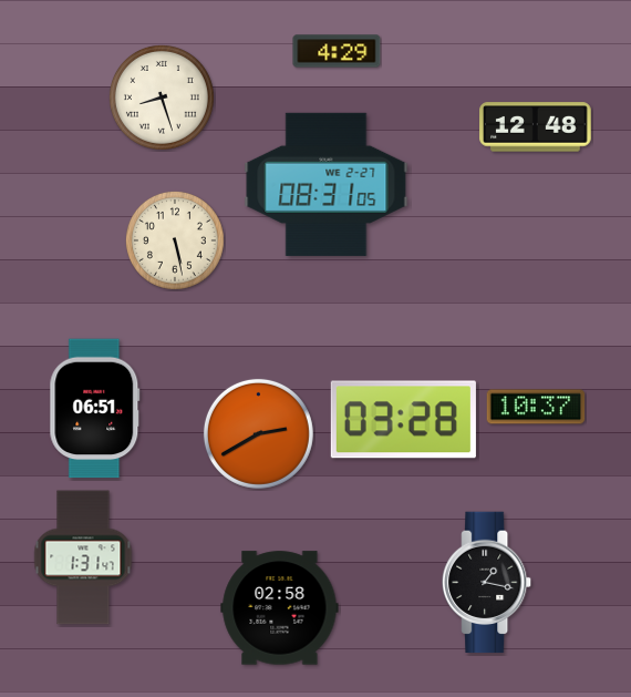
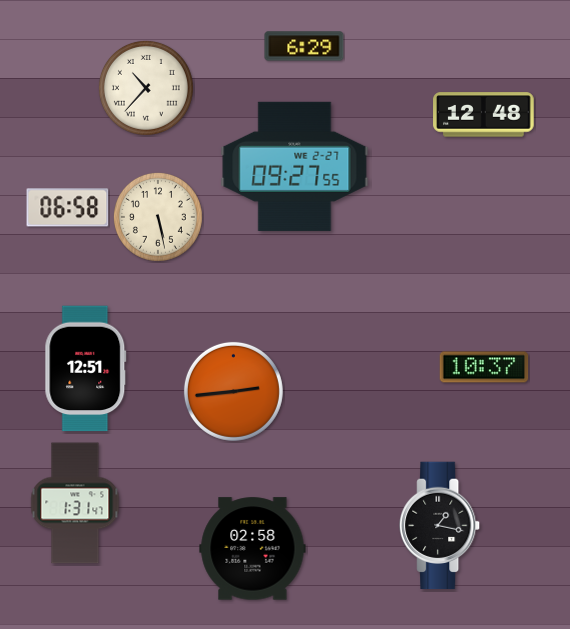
clock at (337, 51): 4:29 -> 6:29
clock at (162, 98): 8:27 -> 10:37
clock at (327, 184): 08:31 -> 09:27
clock at (68, 208): none -> 06:58
clock at (95, 409): 06:51 -> 12:51
clock at (403, 420): 03:28 -> none
clock at (258, 433): 2:40 -> 2:44
